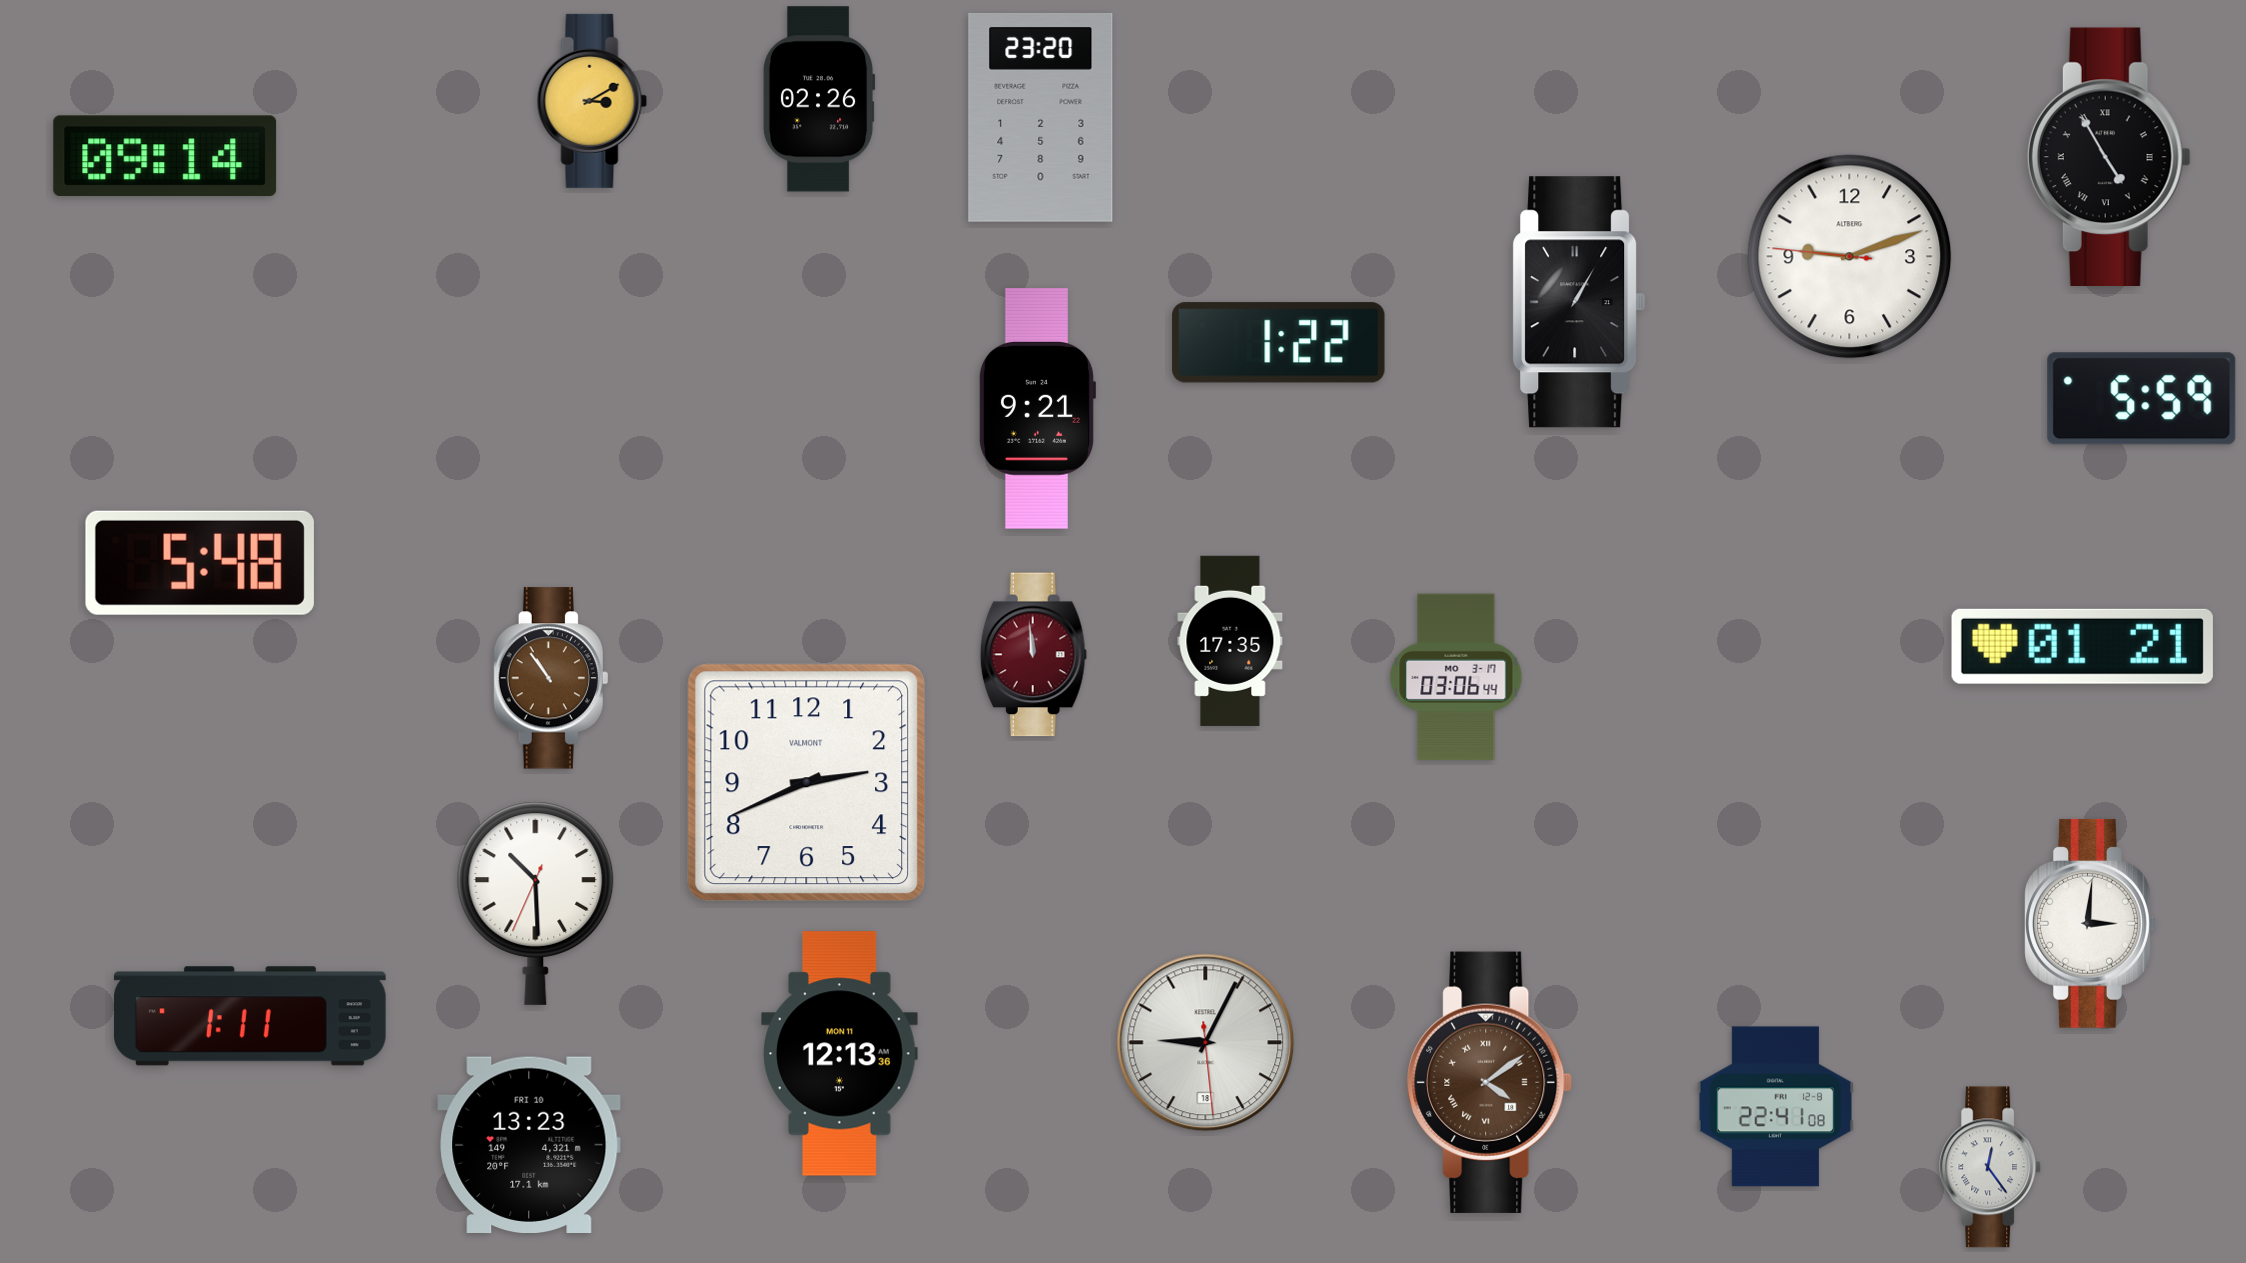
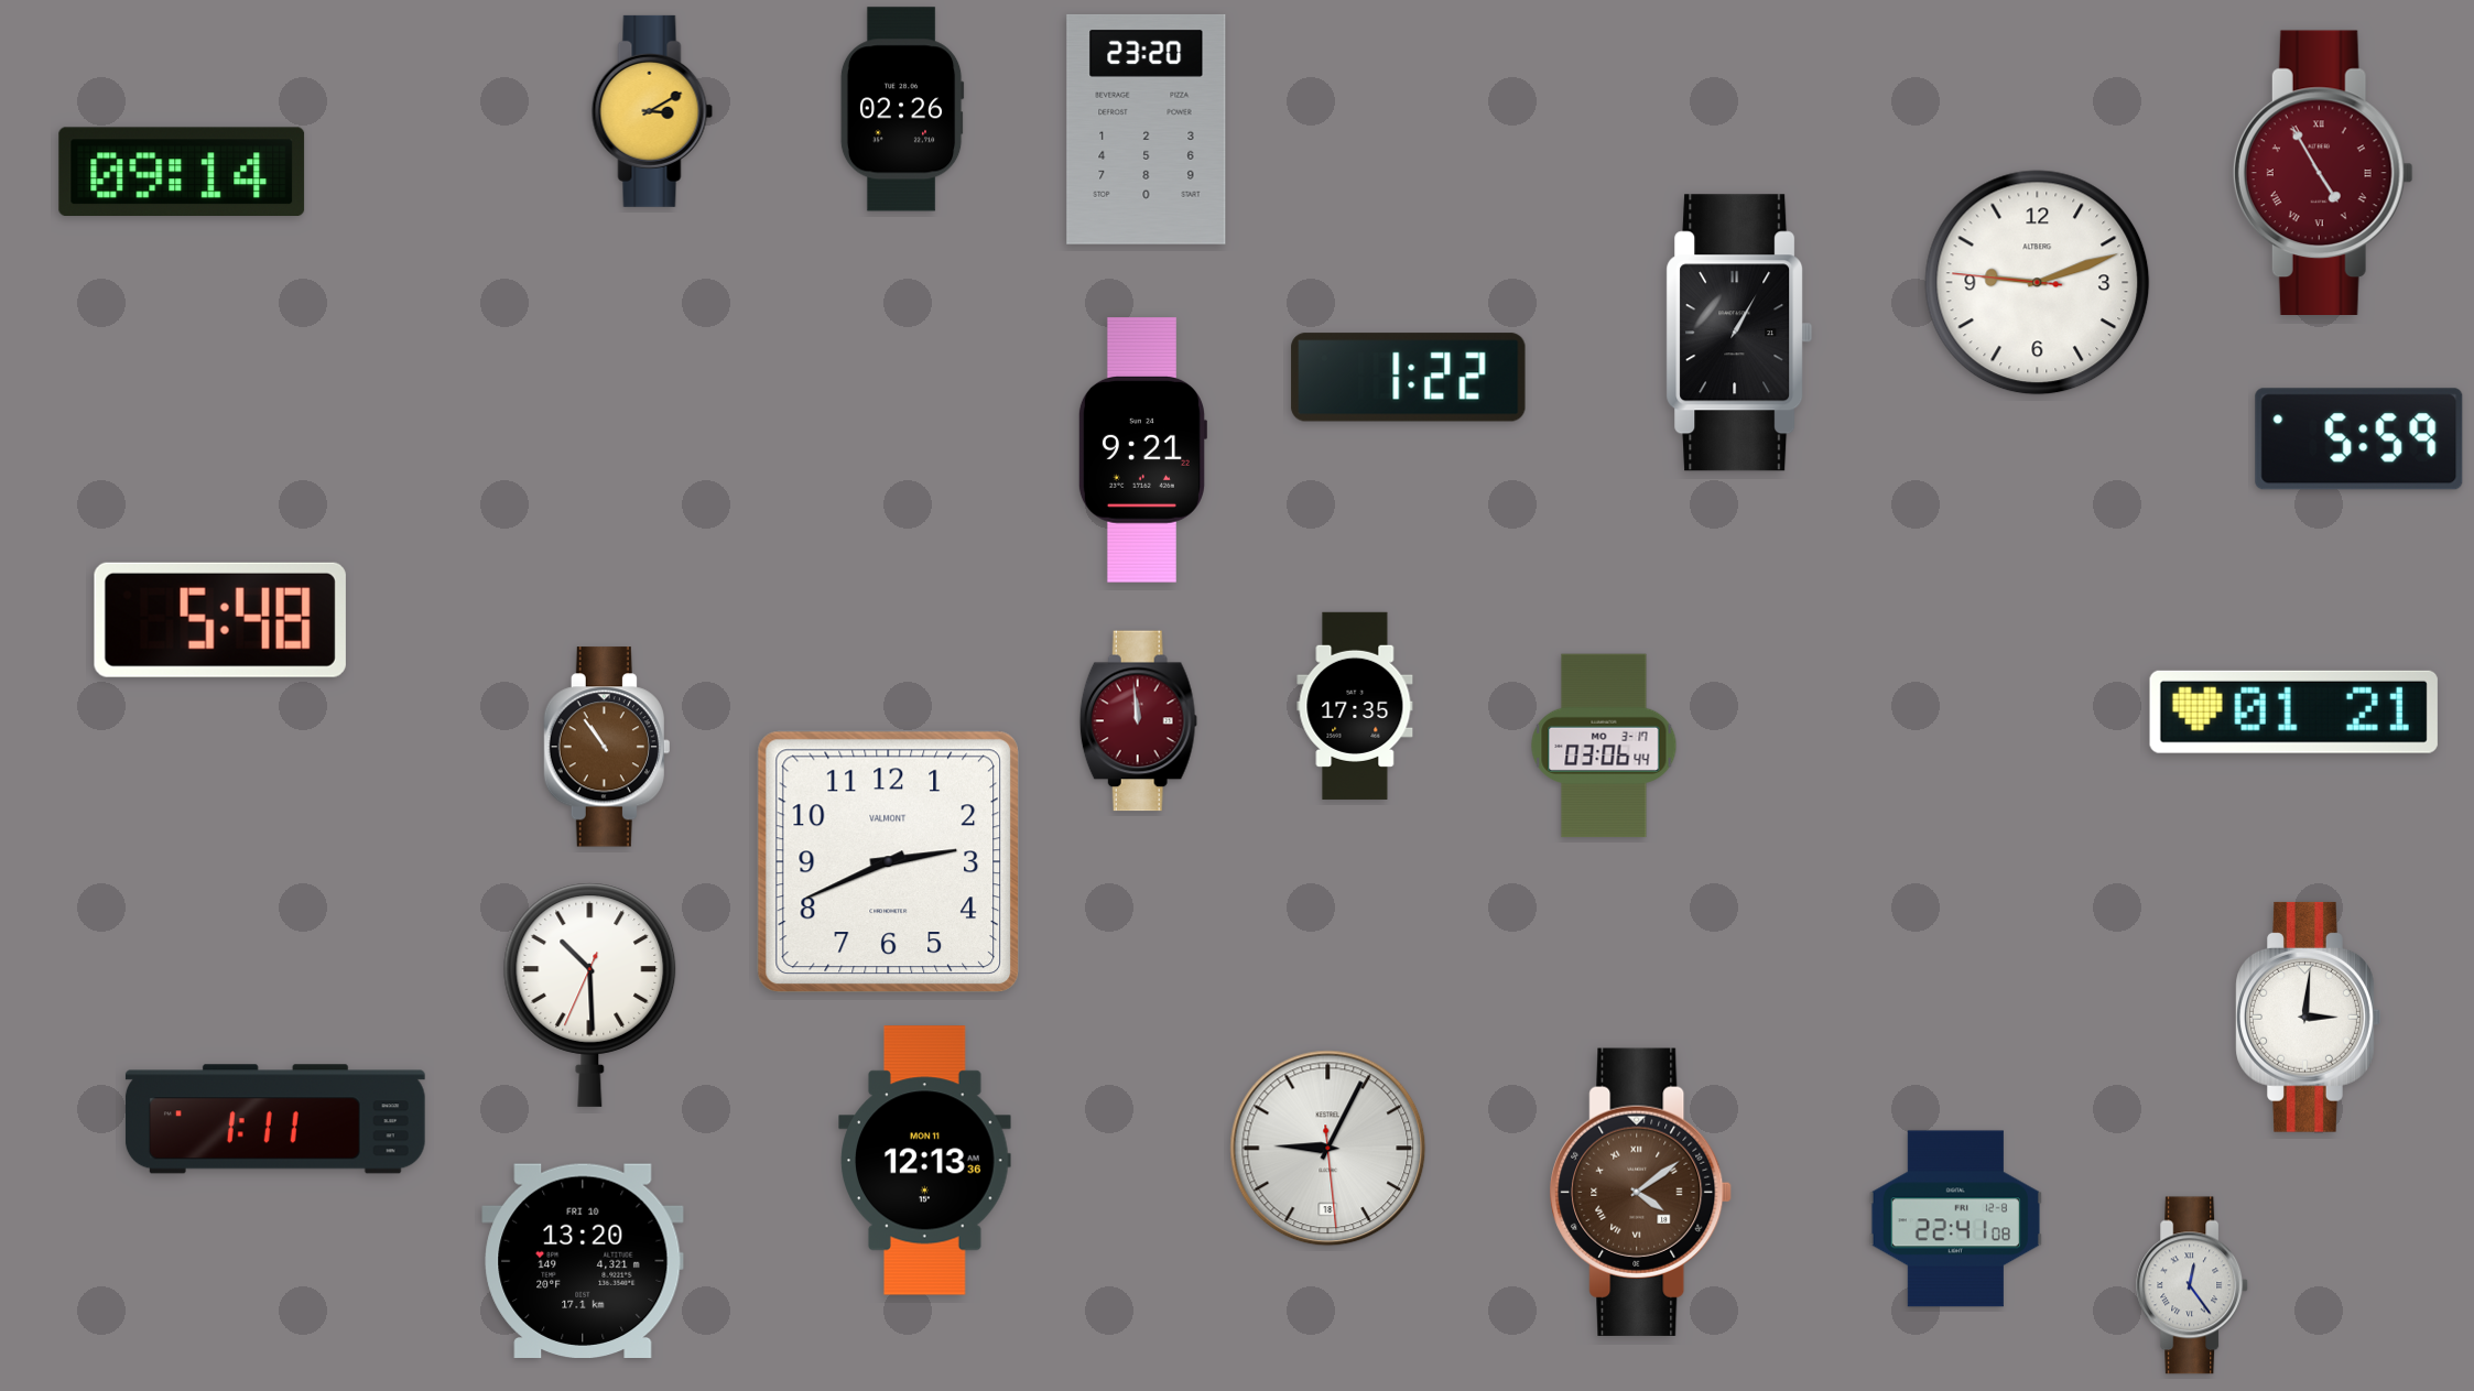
clock at (2109, 156) dial: black -> burgundy
clock at (2091, 923) position: (2091, 923) -> (2309, 1017)
clock at (529, 1144): 13:23 -> 13:20
